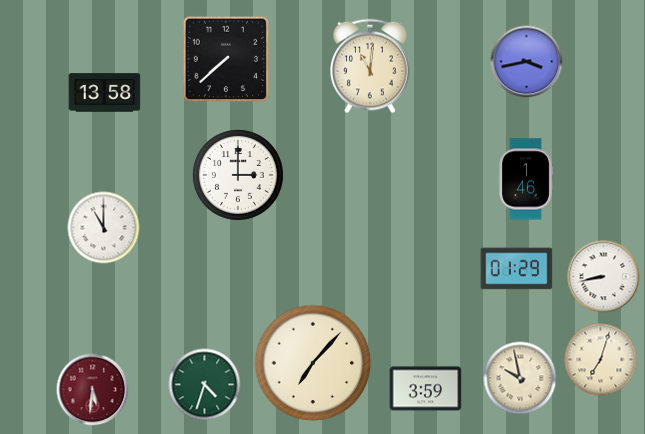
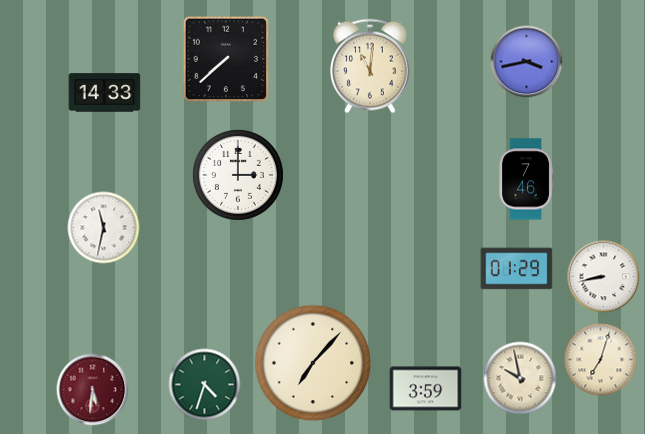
clock at (105, 93): 13:58 -> 14:33
clock at (526, 179): 1:46 -> 7:46
clock at (104, 228): 11:00 -> 11:32
